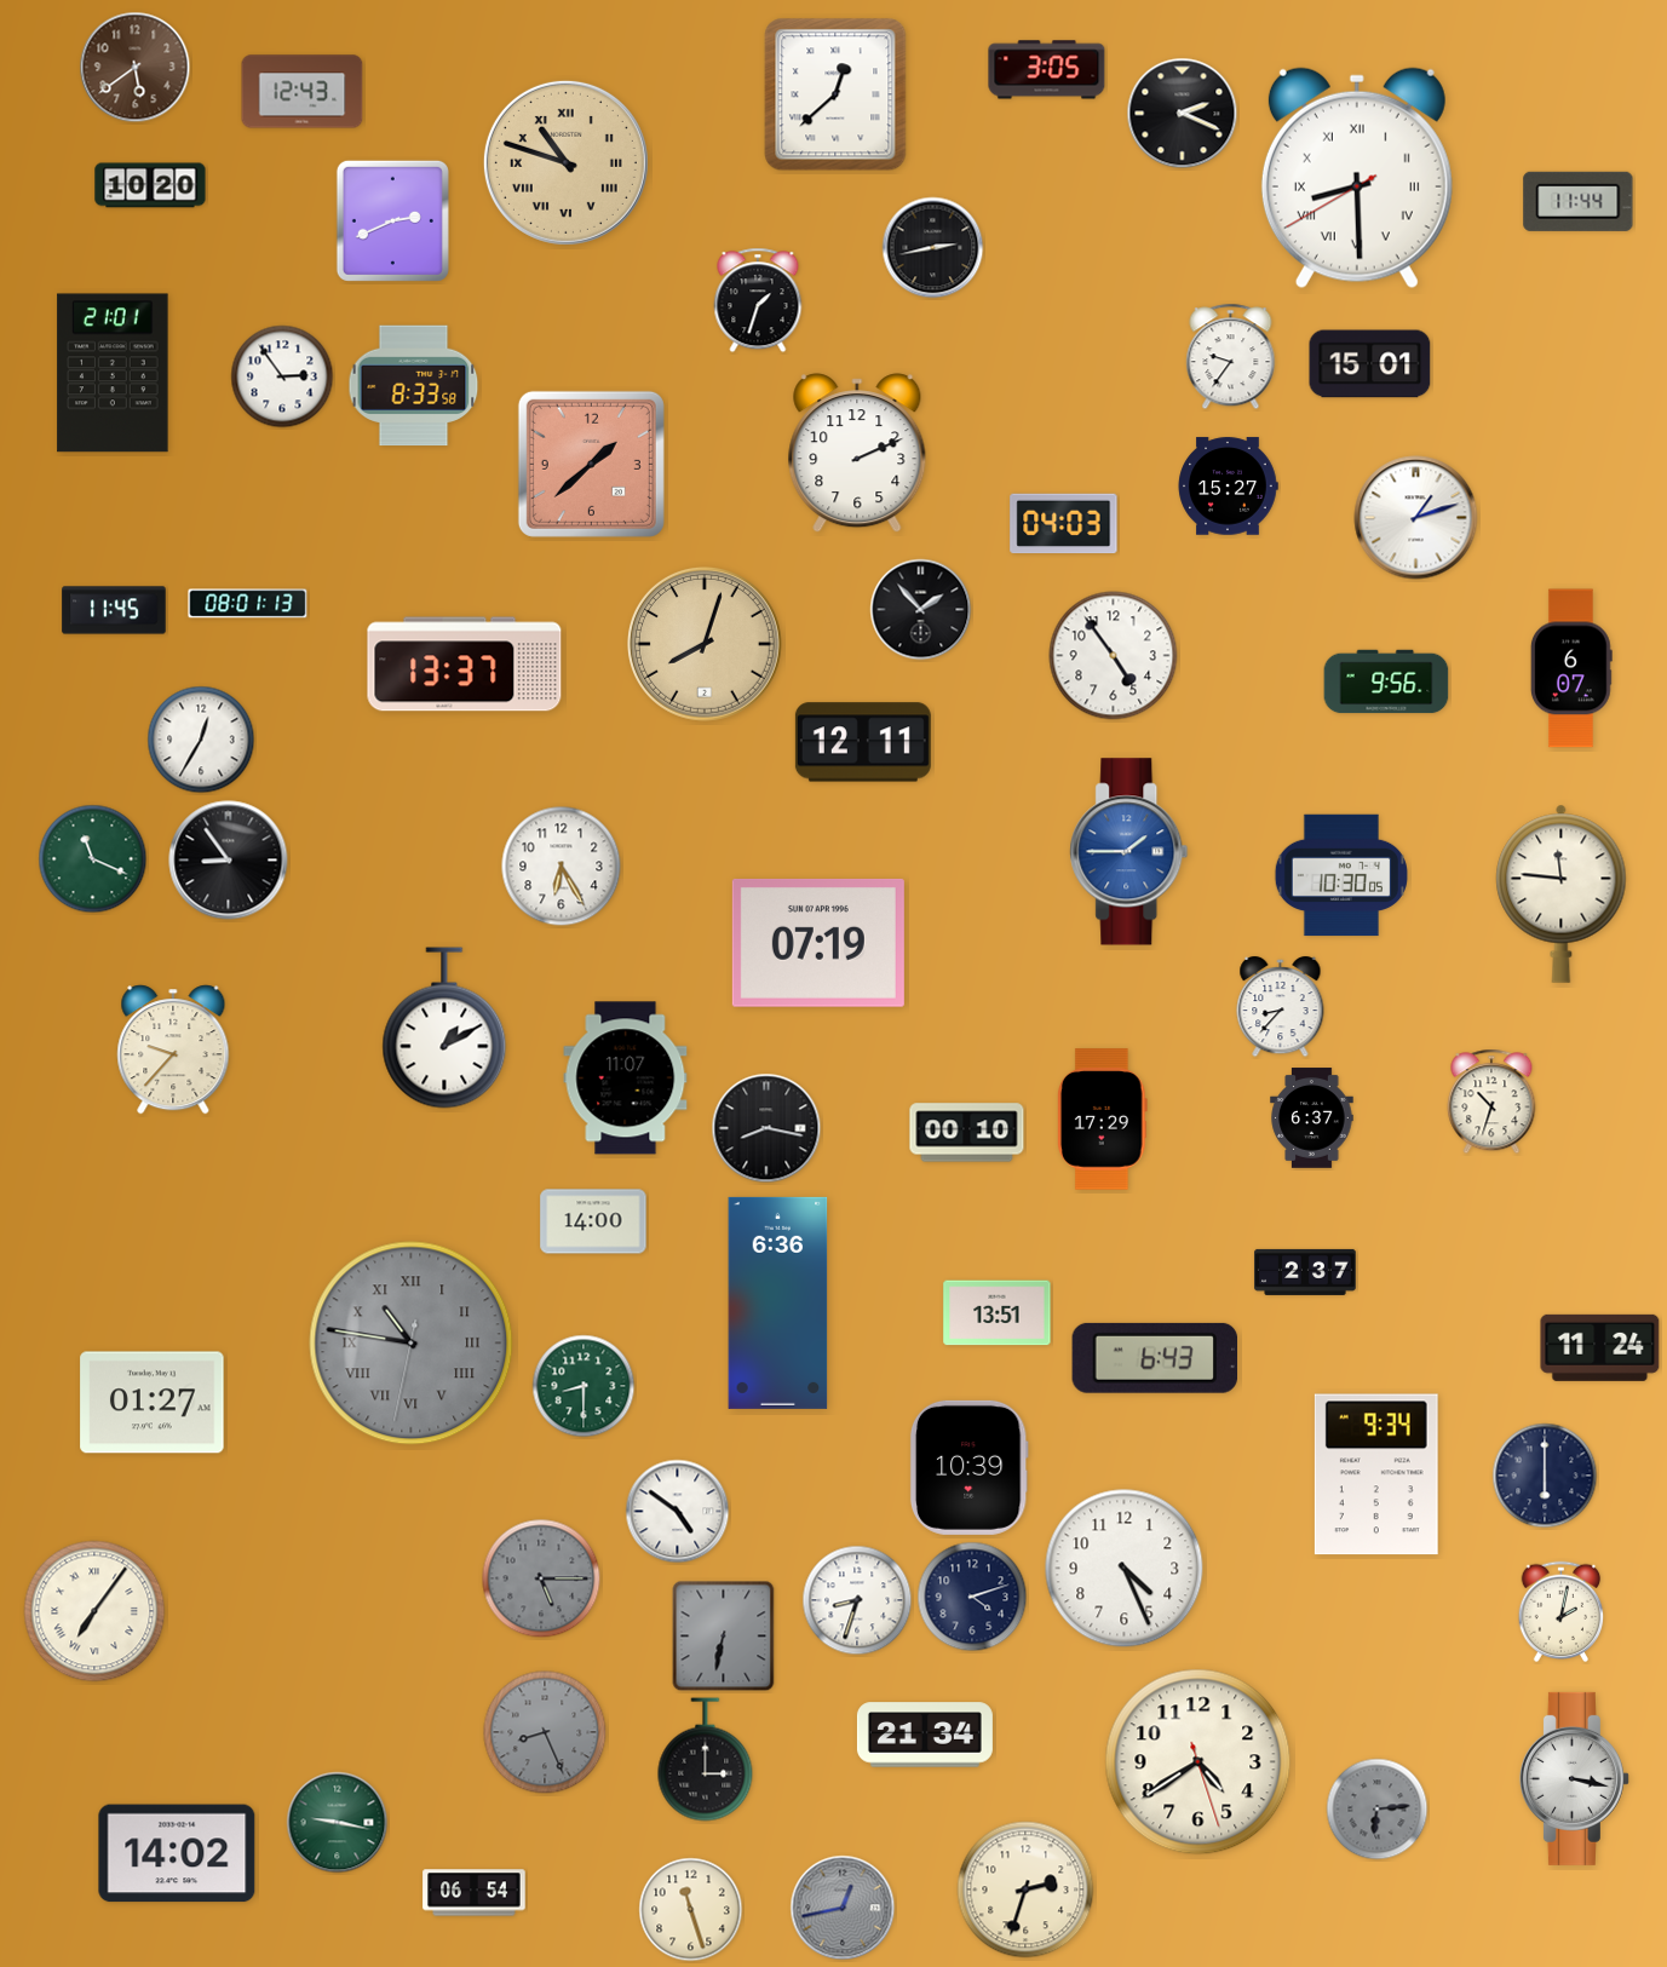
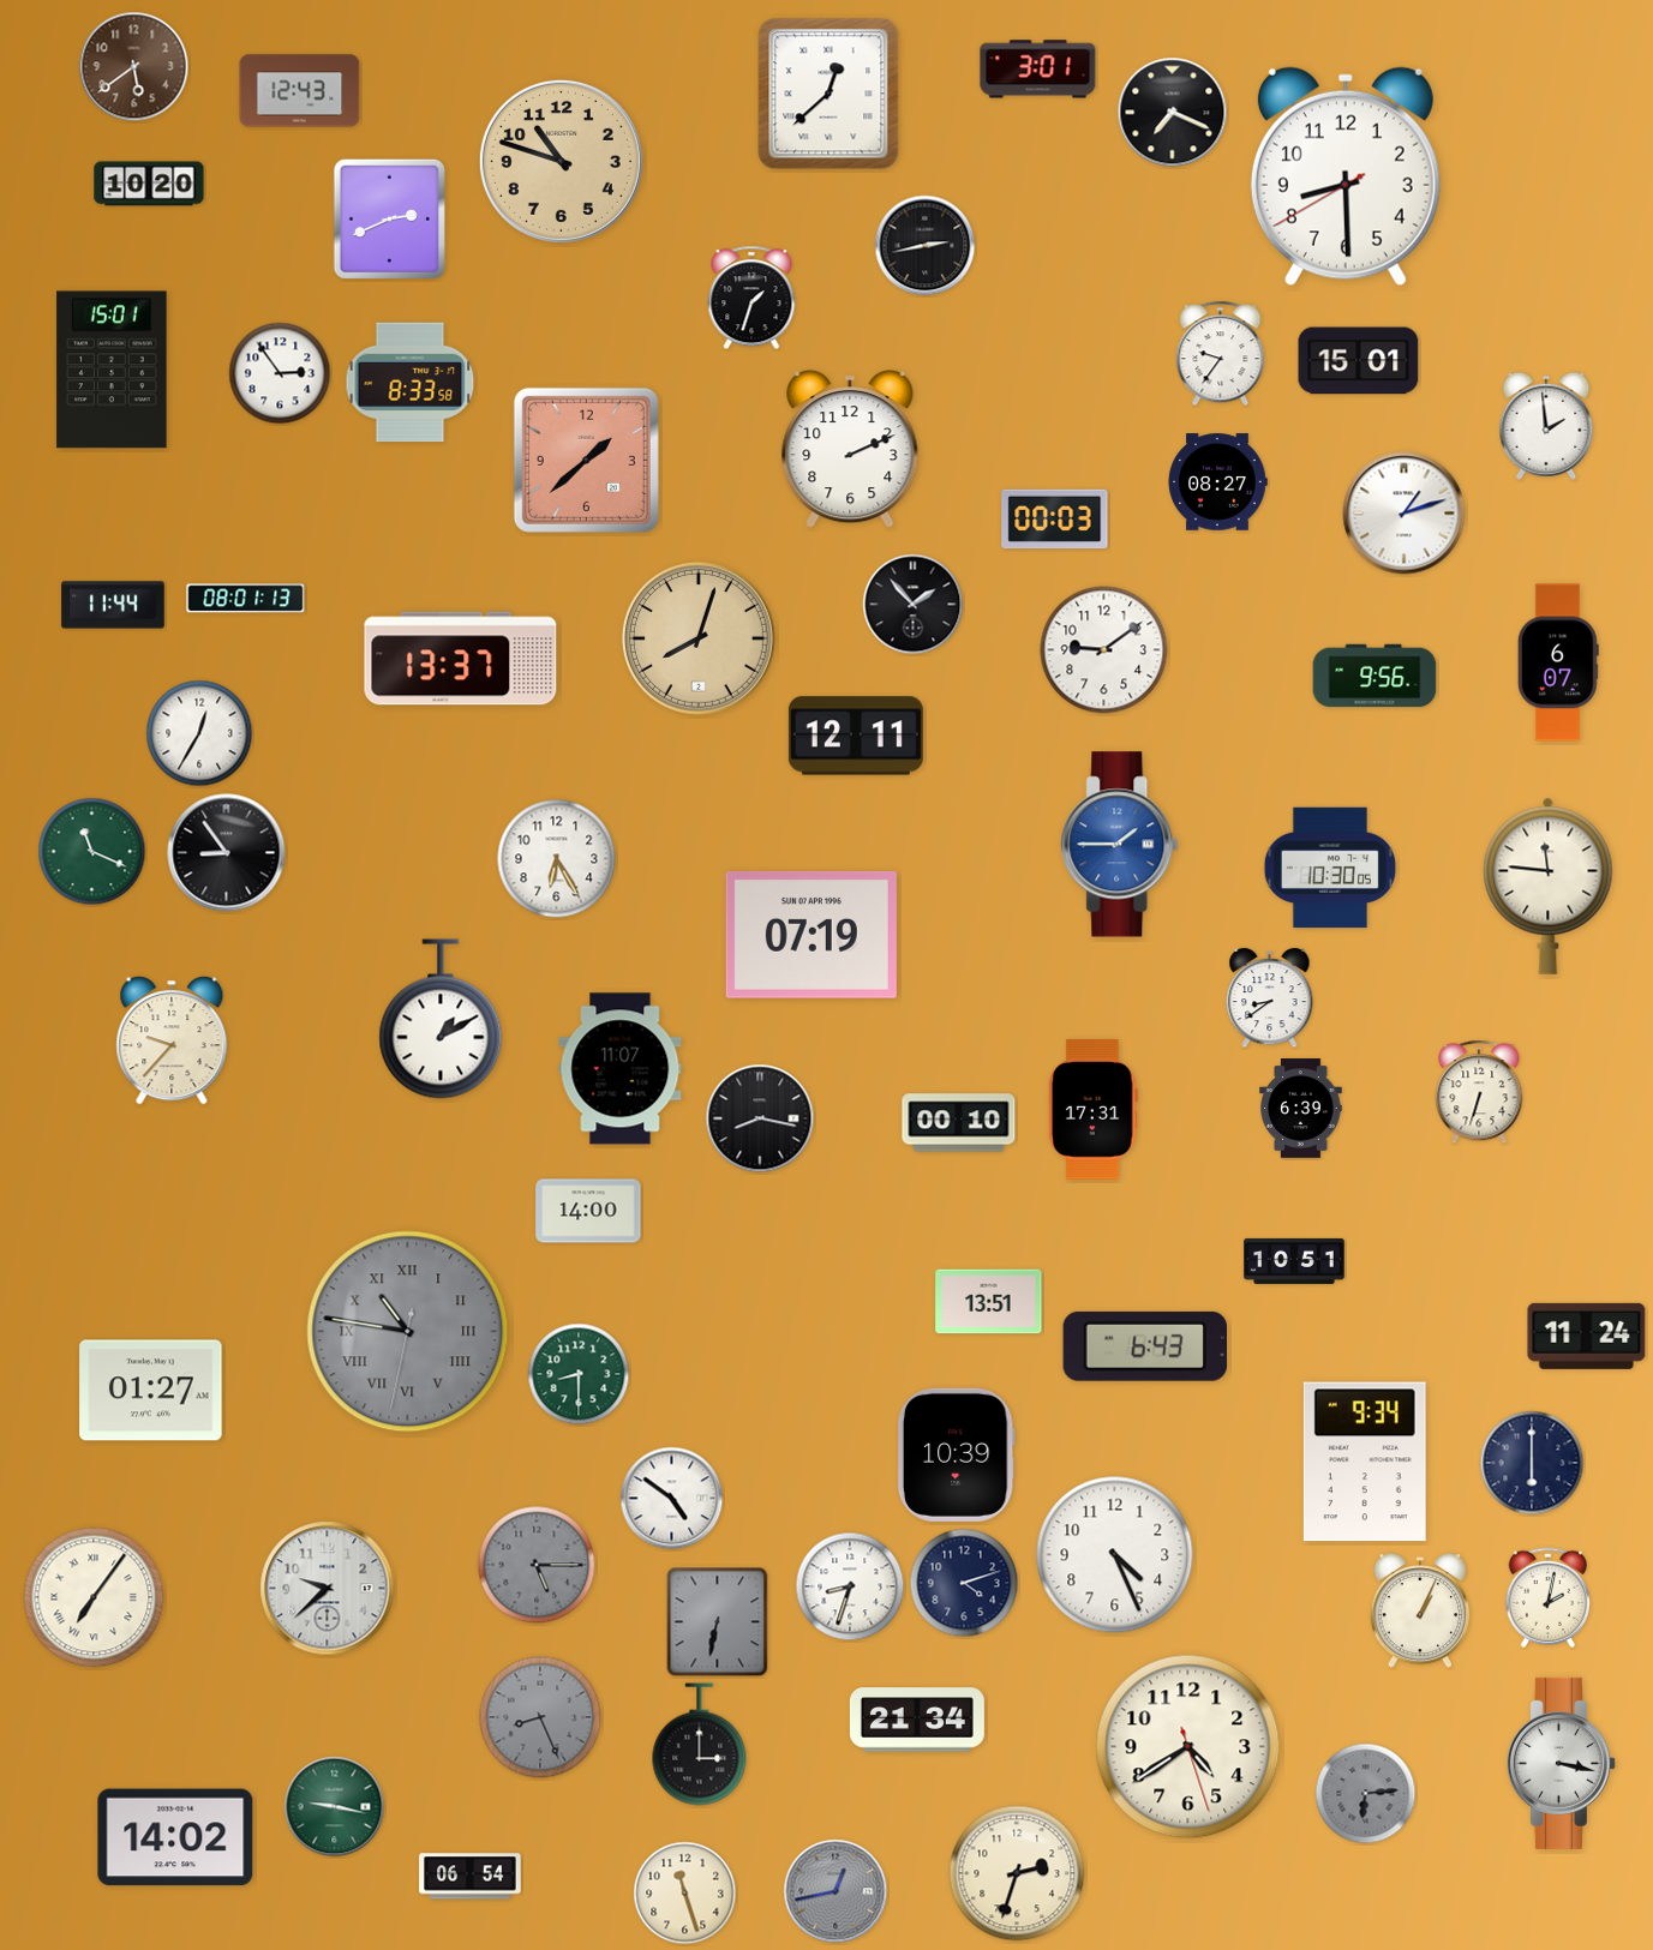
clock at (1047, 70): 3:05 -> 3:01
clock at (1183, 114): 2:19 -> 7:19
clock at (565, 162) numerals: Roman -> Arabic
clock at (1357, 178) numerals: Roman -> Arabic
clock at (1579, 201): 11:44 -> none
clock at (113, 373): 21:01 -> 15:01
clock at (1546, 426): none -> 1:59
clock at (1228, 487): 15:27 -> 08:27
clock at (1064, 524): 04:03 -> 00:03
clock at (114, 610): 11:45 -> 11:44
clock at (1114, 656): 4:54 -> 9:09
clock at (1281, 1007): 8:37 -> 8:39
clock at (1491, 1102): 10:33 -> 6:33
clock at (1312, 1118): 6:37 -> 6:39
clock at (1102, 1120): 17:29 -> 17:31
clock at (1305, 1272): 2:37 -> 10:51
clock at (778, 1302): 6:36 -> none
clock at (968, 1467) position: (968, 1467) -> (956, 1454)
clock at (328, 1589): none -> 9:38
clock at (1419, 1610): none -> 1:04
